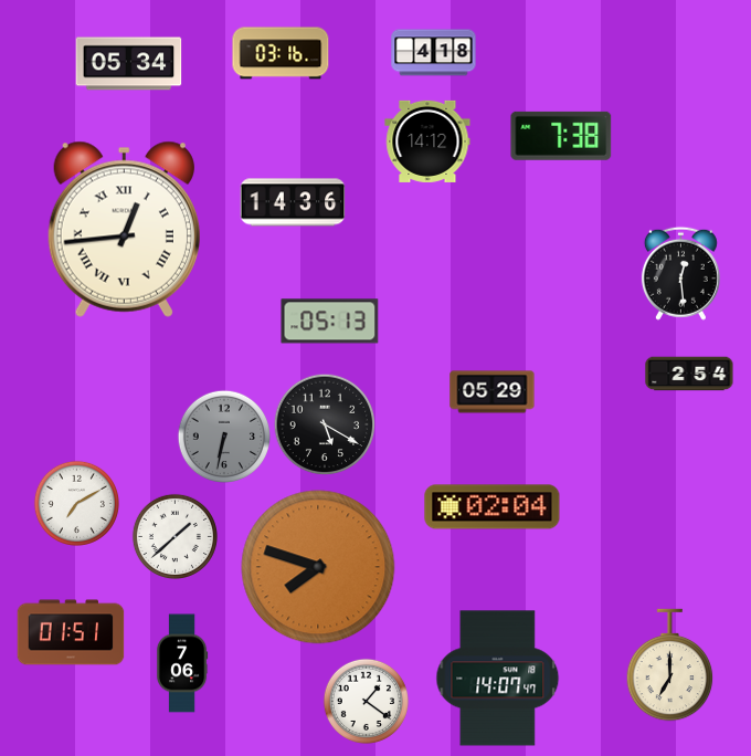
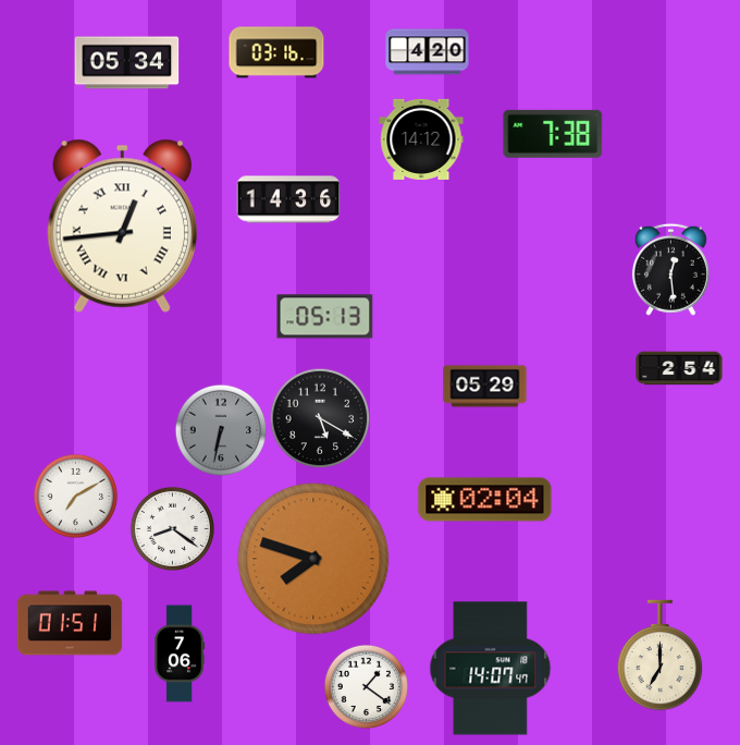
clock at (434, 53): 4:18 -> 4:20
clock at (174, 536): 1:38 -> 8:21
clock at (366, 701) position: (366, 701) -> (366, 686)
